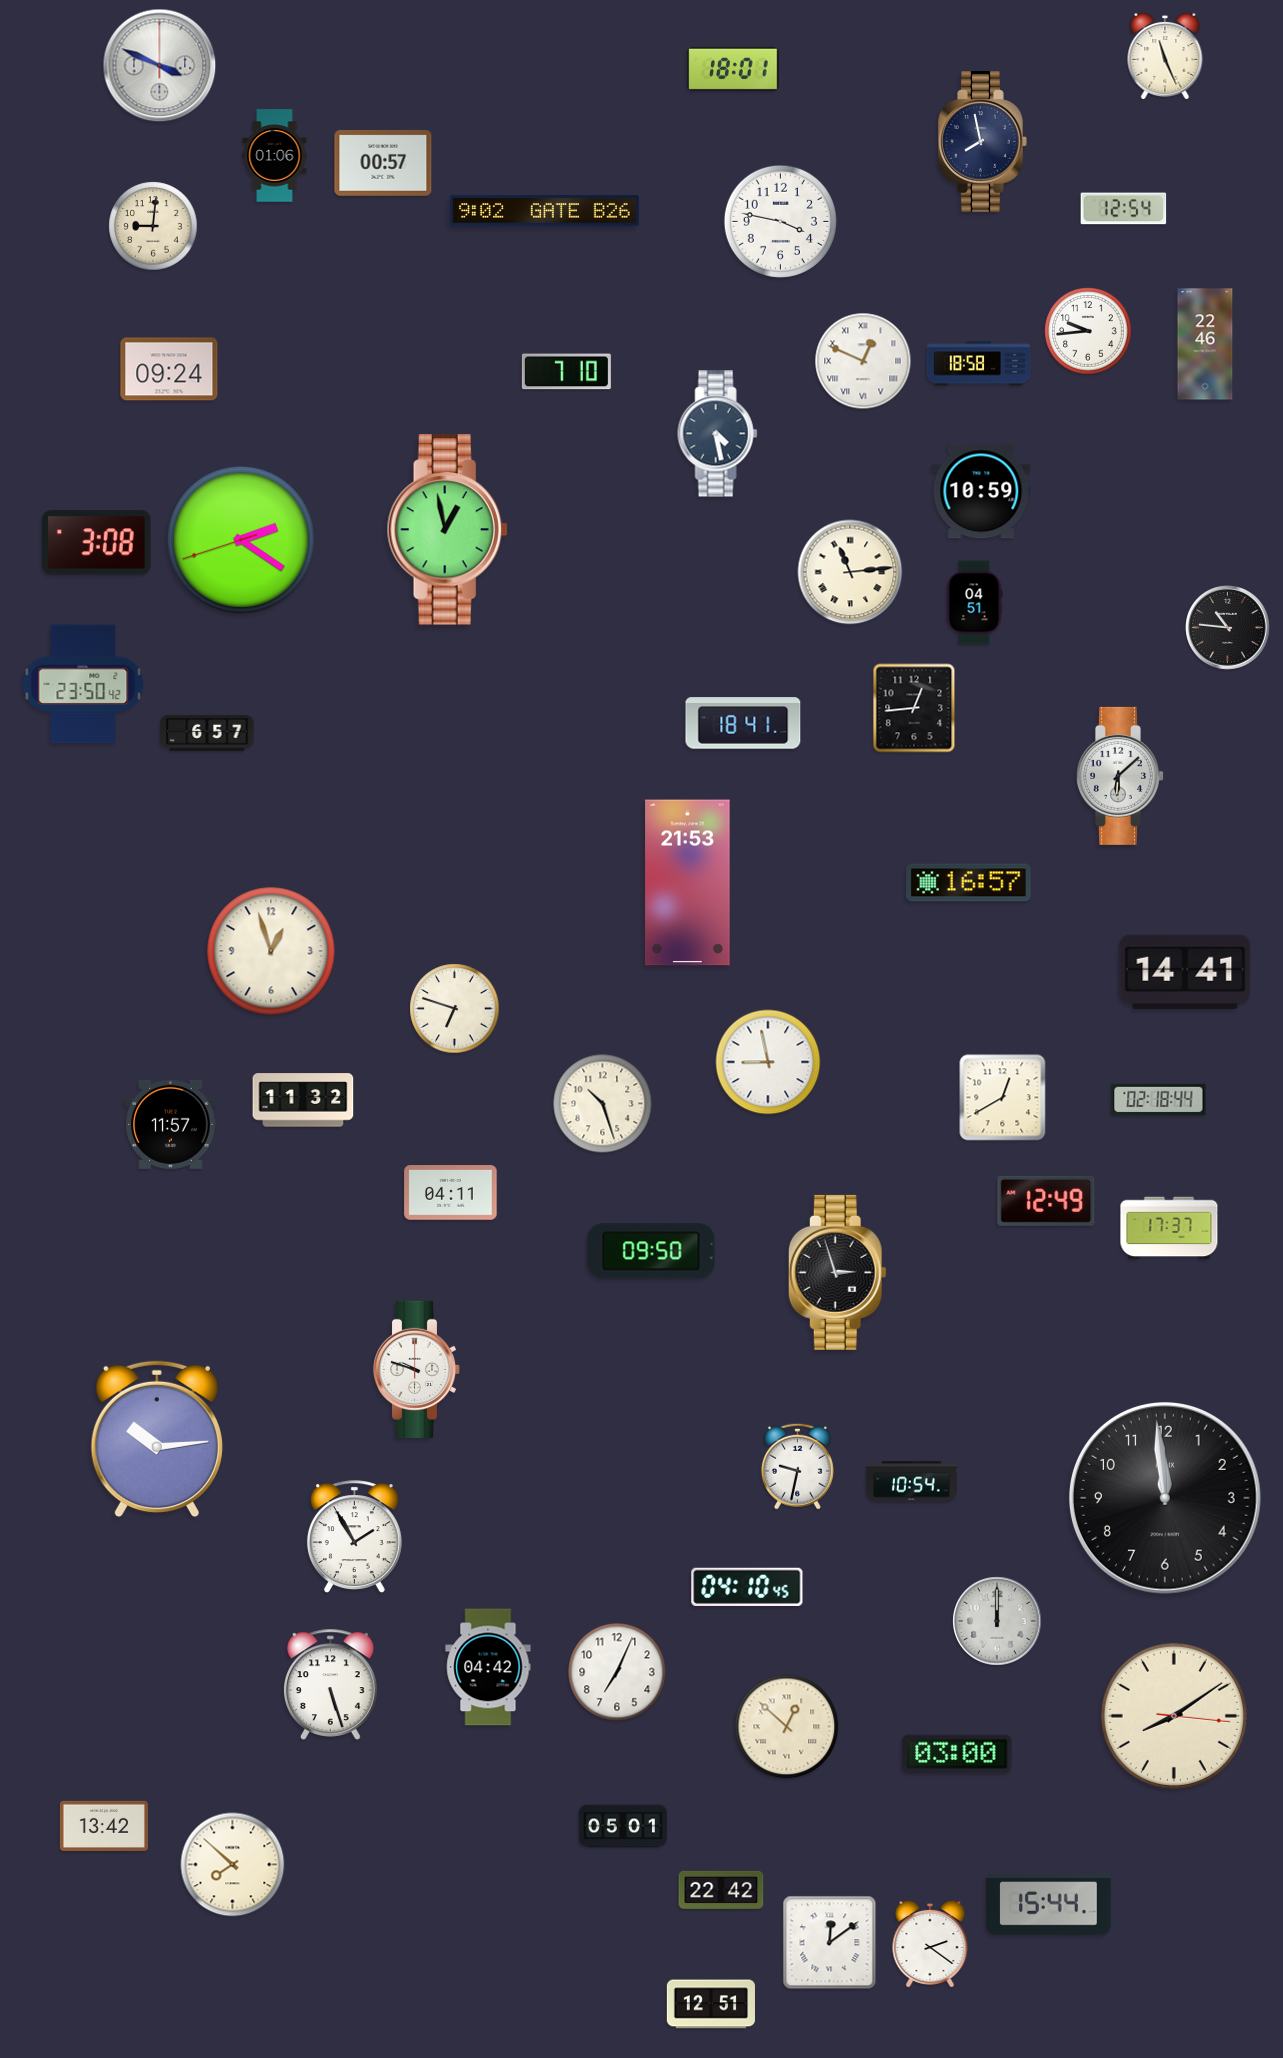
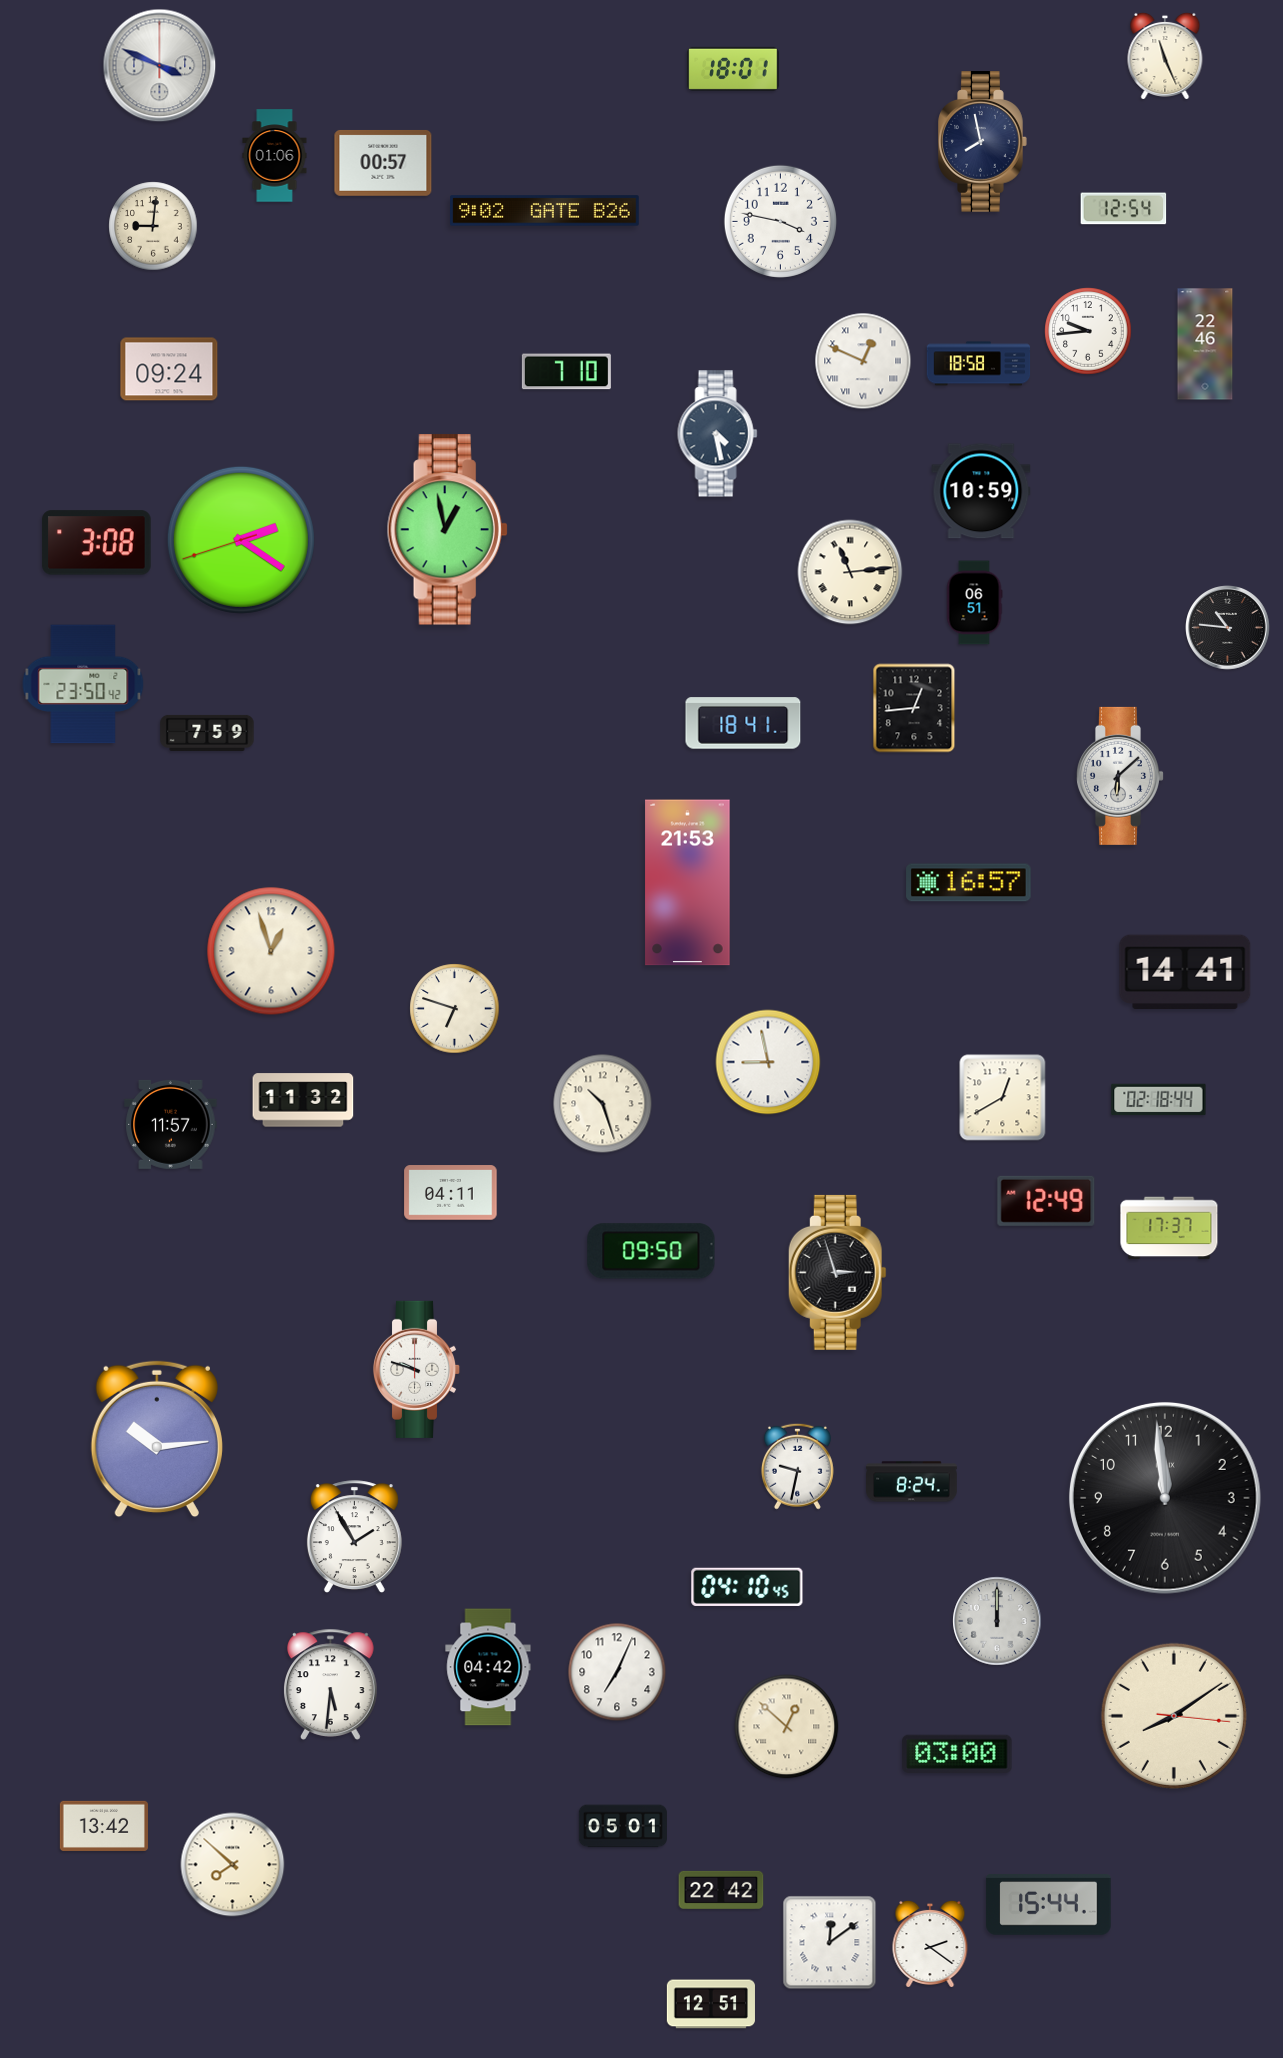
clock at (974, 603): 04:51 -> 06:51
clock at (207, 733): 6:57 -> 7:59
clock at (912, 1482): 10:54 -> 8:24
clock at (331, 1684): 5:27 -> 5:31
